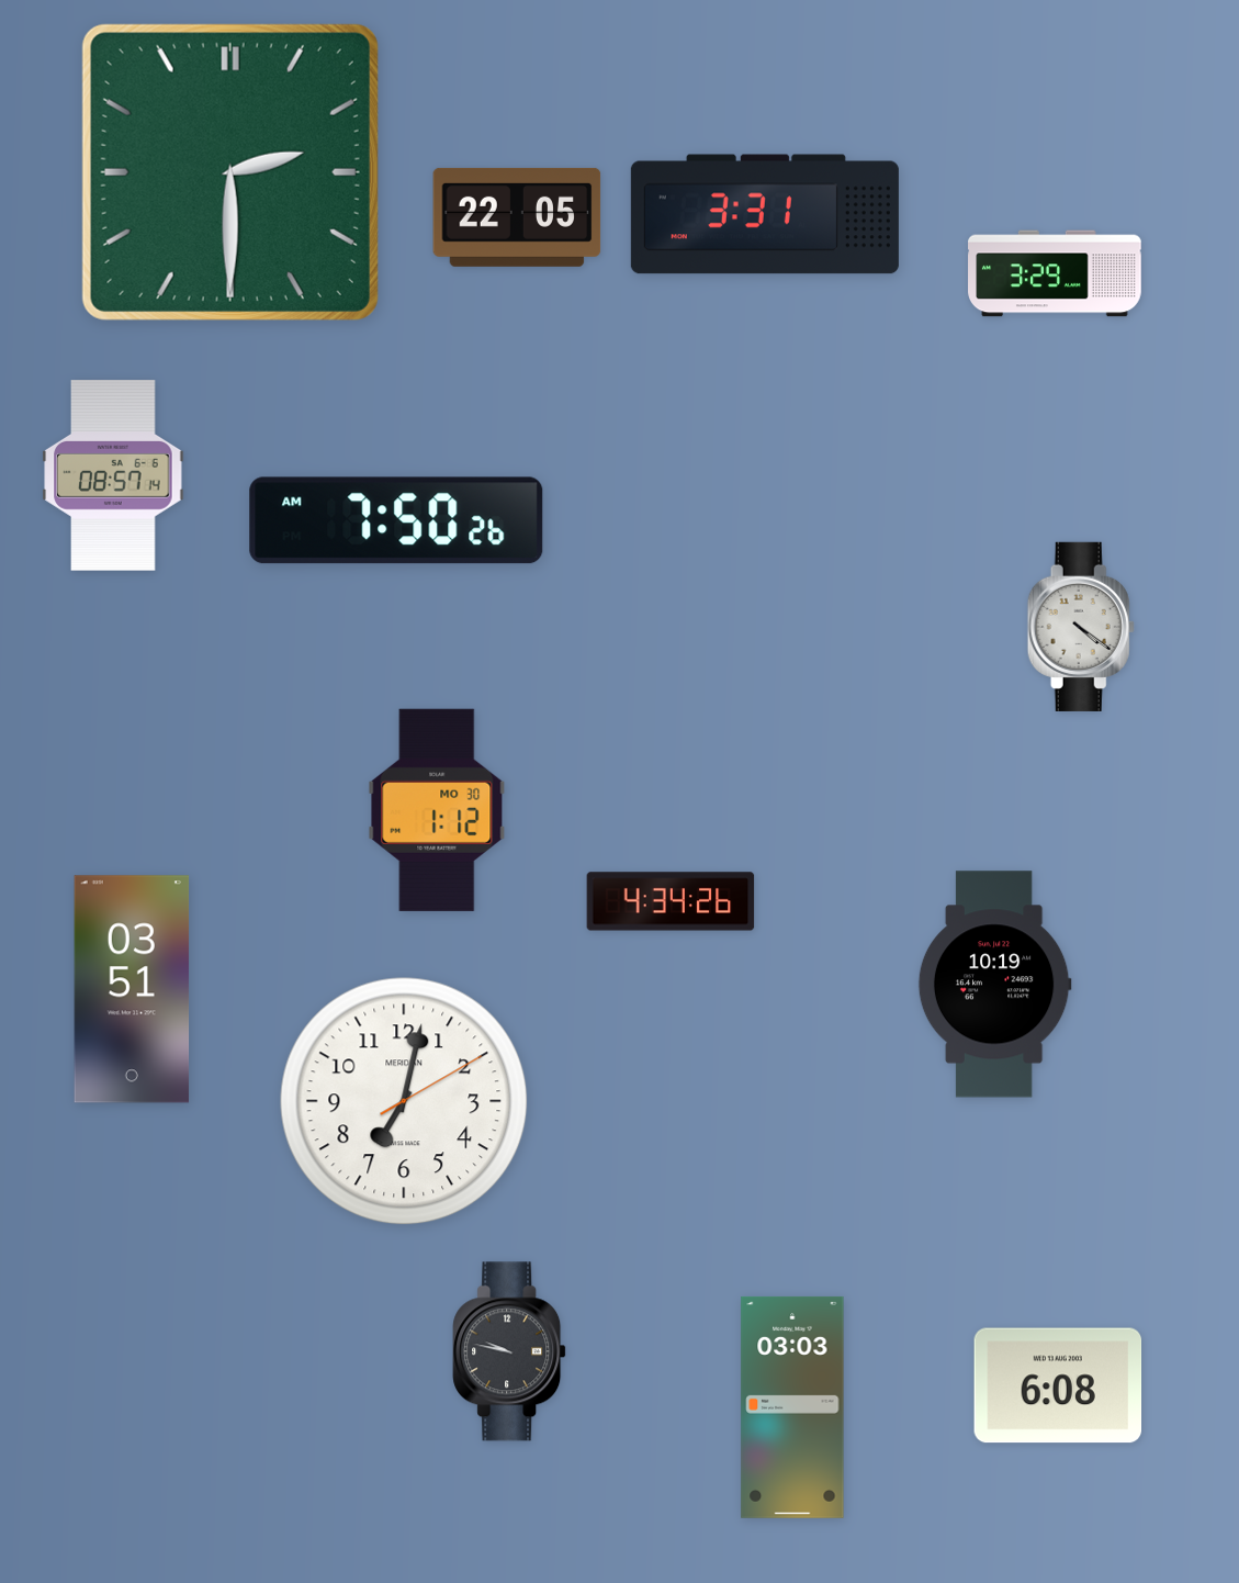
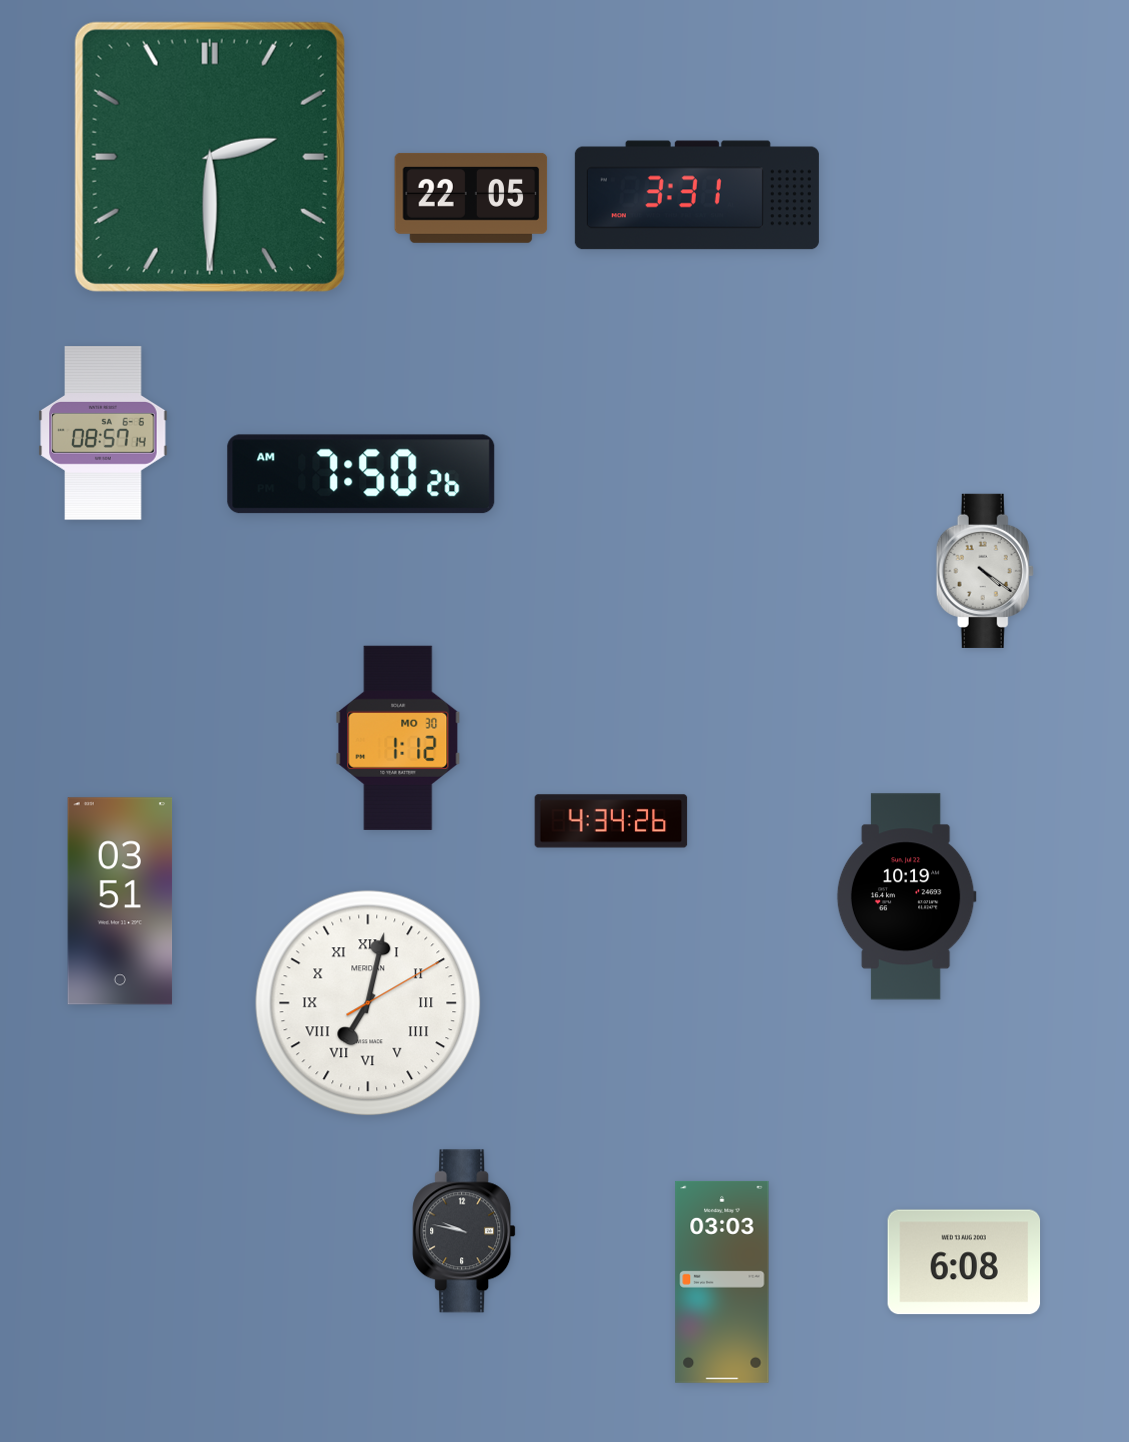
clock at (1055, 273): 3:29 -> none
clock at (404, 1101) numerals: Arabic -> Roman
